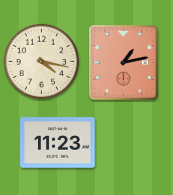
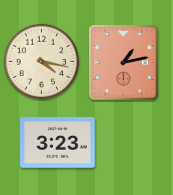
clock at (58, 143): 11:23 -> 3:23
